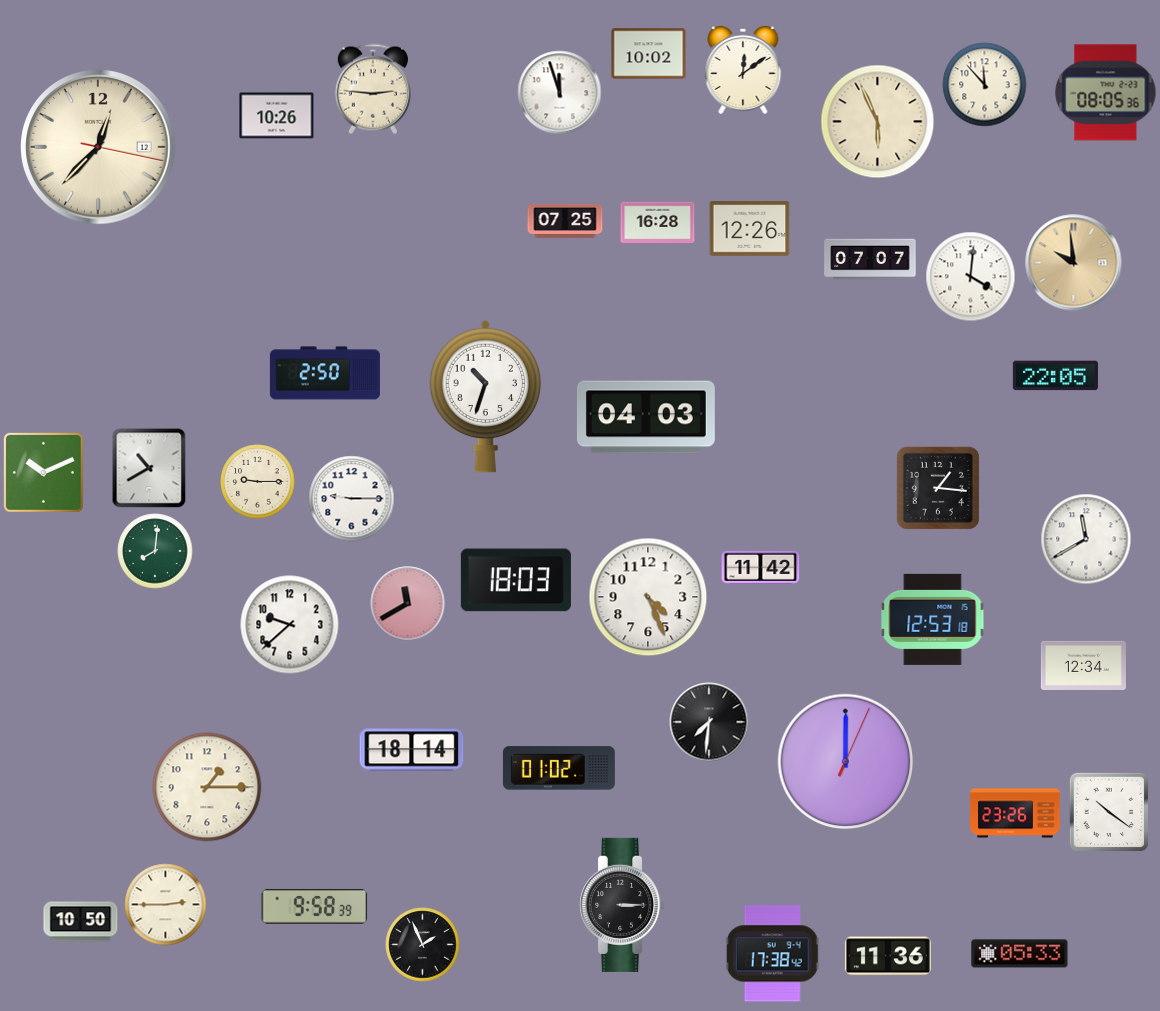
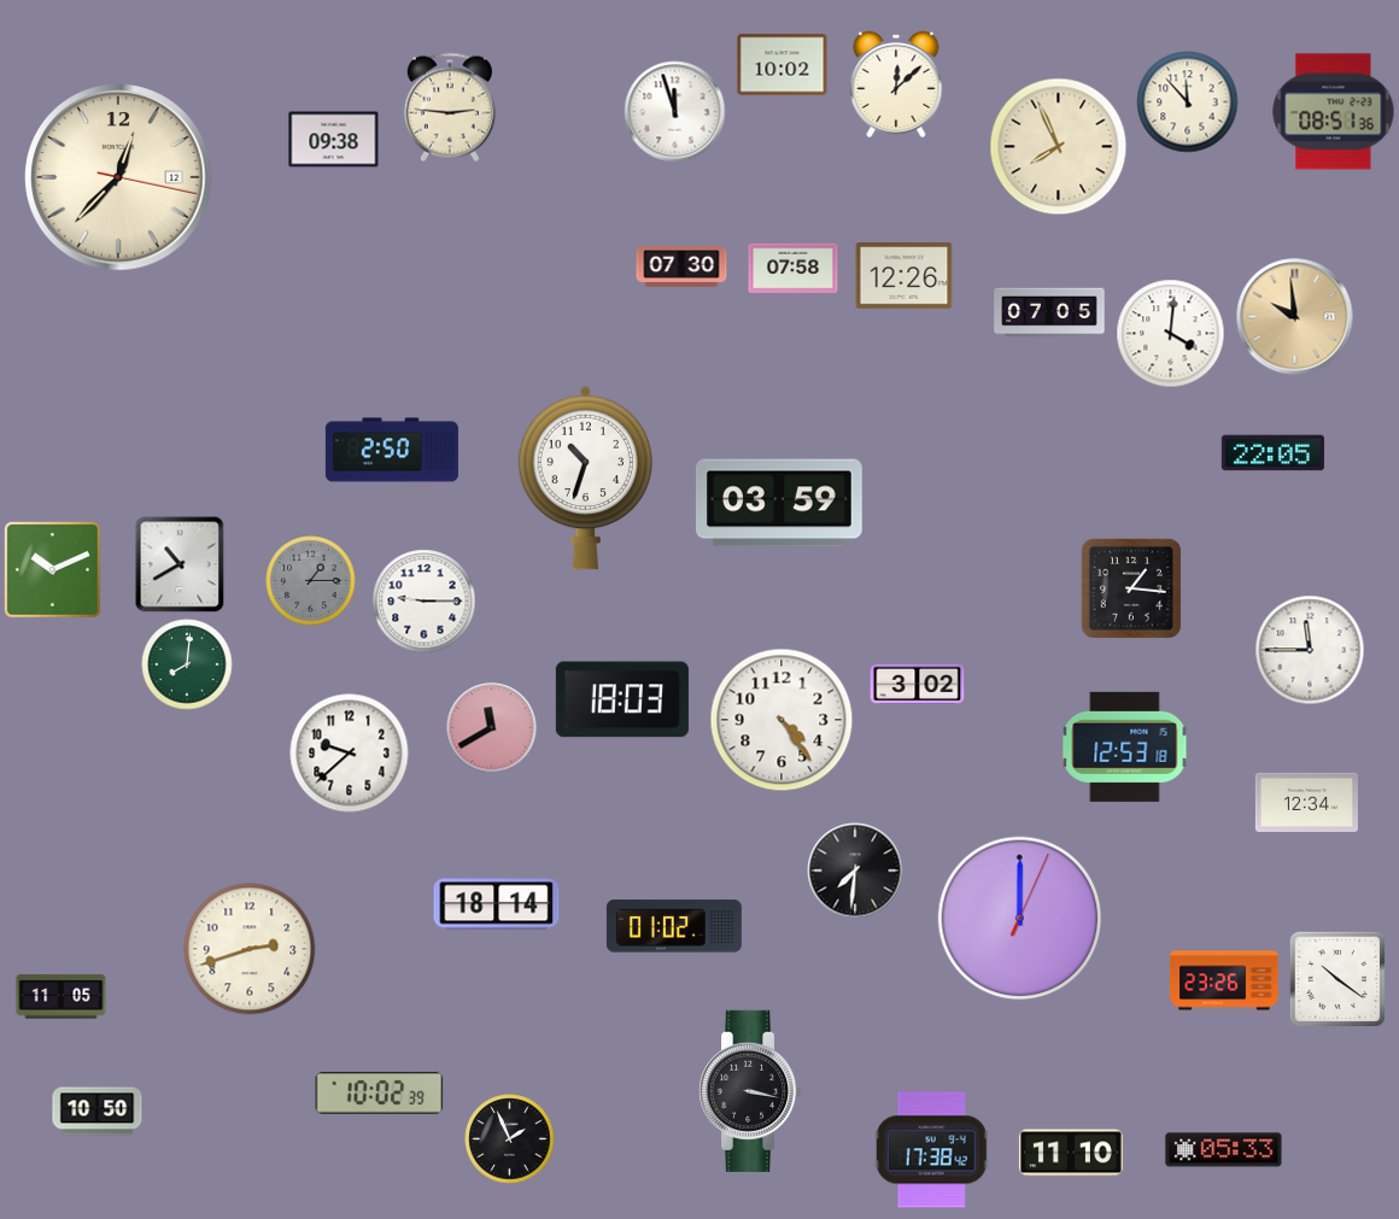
clock at (743, 70): 12:09 -> 12:08
clock at (1106, 93): 08:05 -> 08:51
clock at (277, 116): 10:26 -> 09:38
clock at (878, 122): 5:56 -> 7:56
clock at (565, 221): 07:25 -> 07:30
clock at (658, 223): 16:28 -> 07:58
clock at (870, 259): 07:07 -> 07:05
clock at (646, 417): 04:03 -> 03:59
clock at (258, 482): 9:15 -> 1:15
clock at (258, 482) dial: cream -> grey
clock at (1086, 539): 11:40 -> 11:45
clock at (761, 567): 11:42 -> 3:02
clock at (648, 597): 4:26 -> 4:24
clock at (207, 787): 1:15 -> 2:42
clock at (62, 997): none -> 11:05
clock at (166, 905): 2:45 -> none
clock at (623, 905): 3:15 -> 3:17
clock at (315, 907): 9:58 -> 10:02
clock at (1020, 954) position: (1020, 954) -> (1224, 1150)
clock at (888, 956): 11:36 -> 11:10
